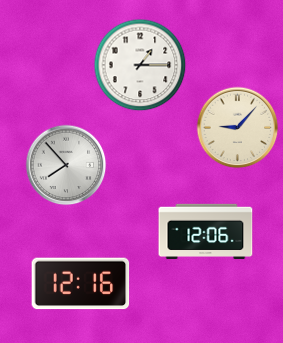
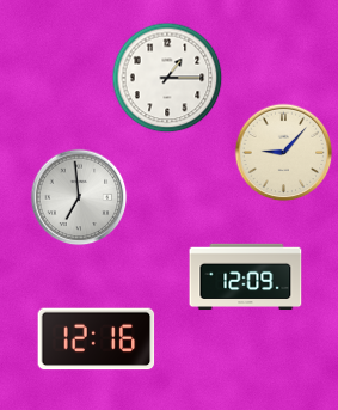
clock at (66, 165): 7:53 -> 6:59
clock at (206, 232): 12:06 -> 12:09
